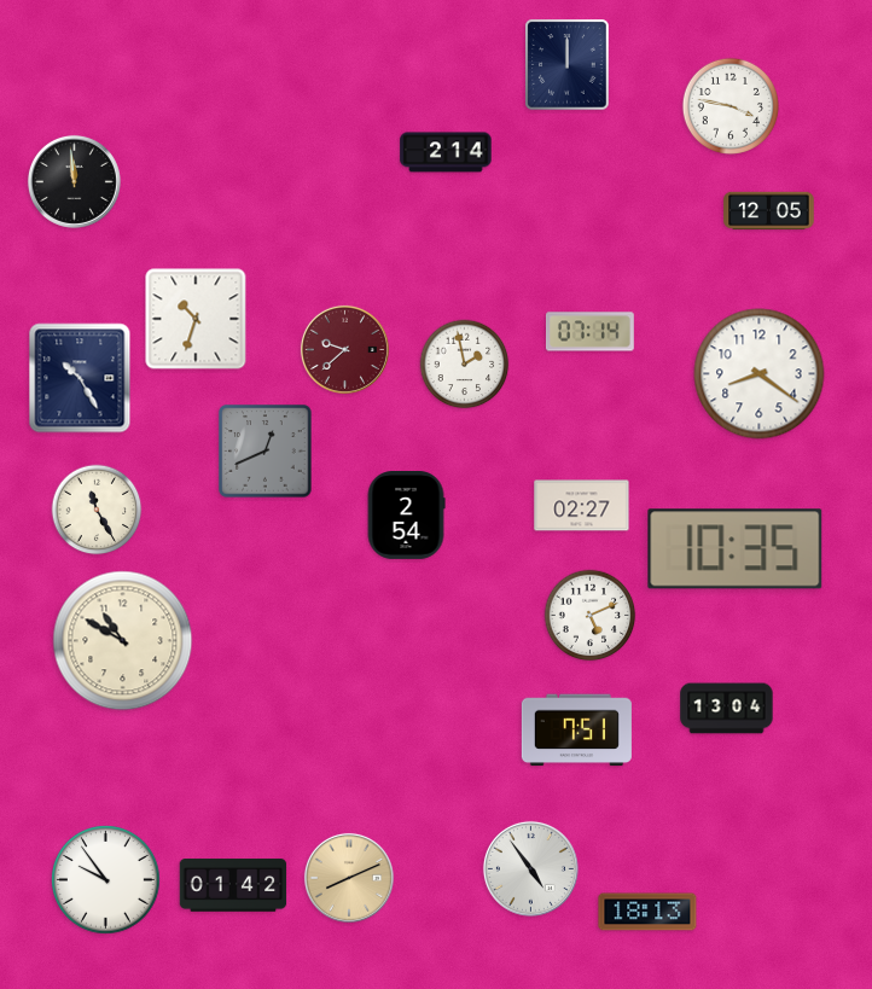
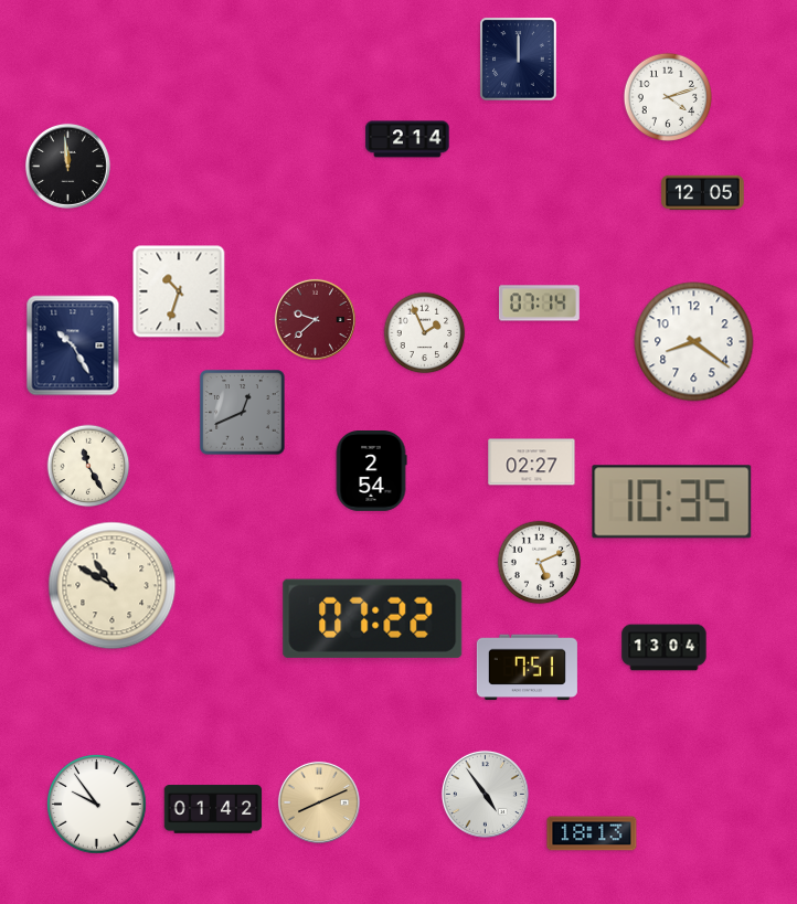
clock at (729, 106): 3:47 -> 4:12
clock at (465, 365): 1:58 -> 1:56
clock at (373, 618): none -> 07:22
